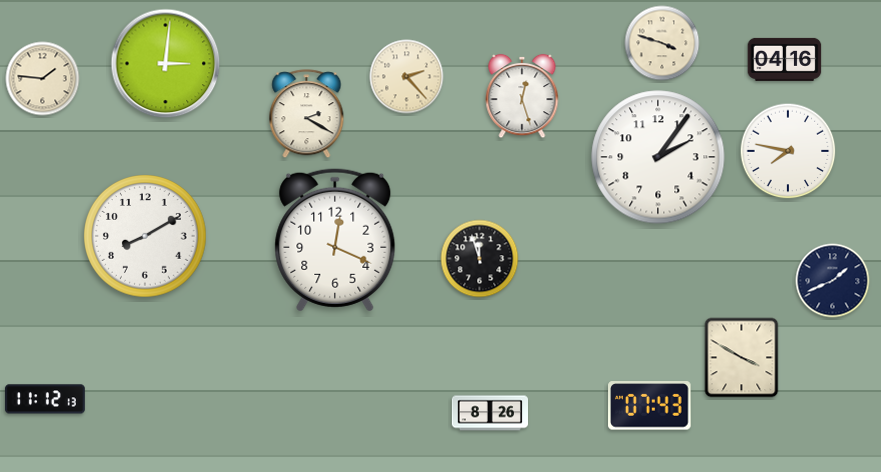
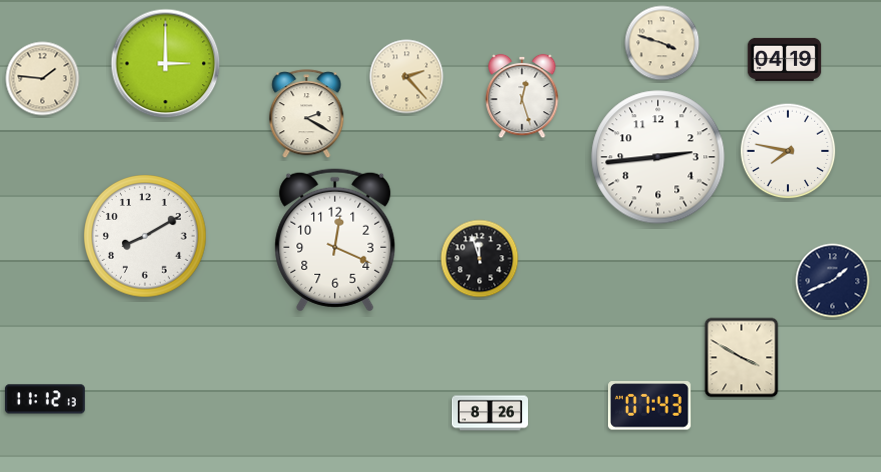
clock at (785, 59): 04:16 -> 04:19
clock at (166, 64): 3:01 -> 3:00
clock at (658, 157): 2:06 -> 2:44
